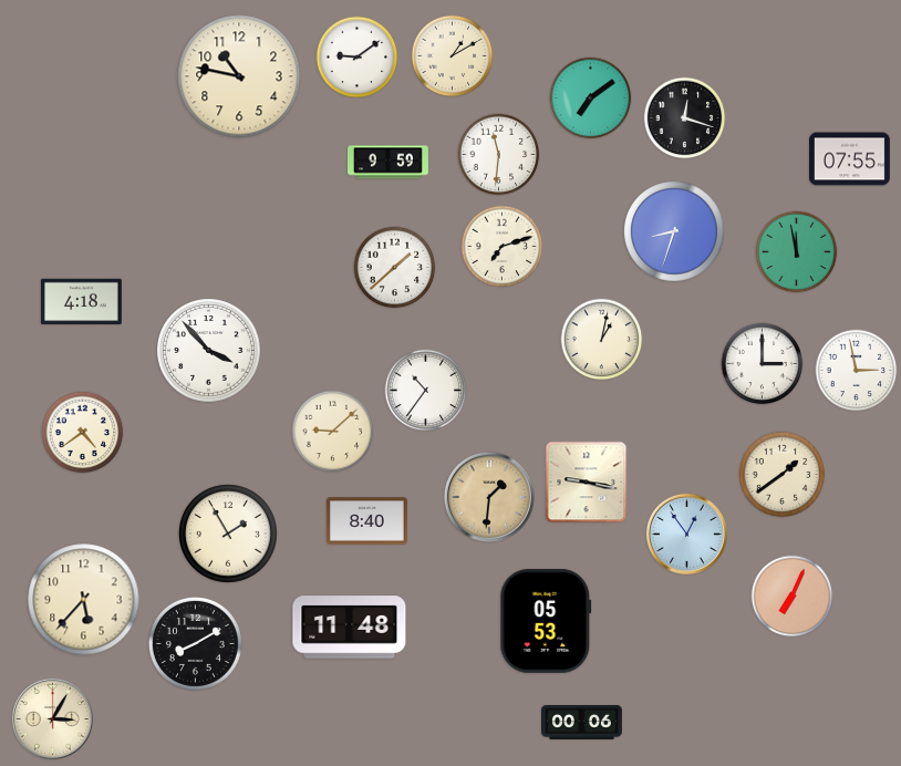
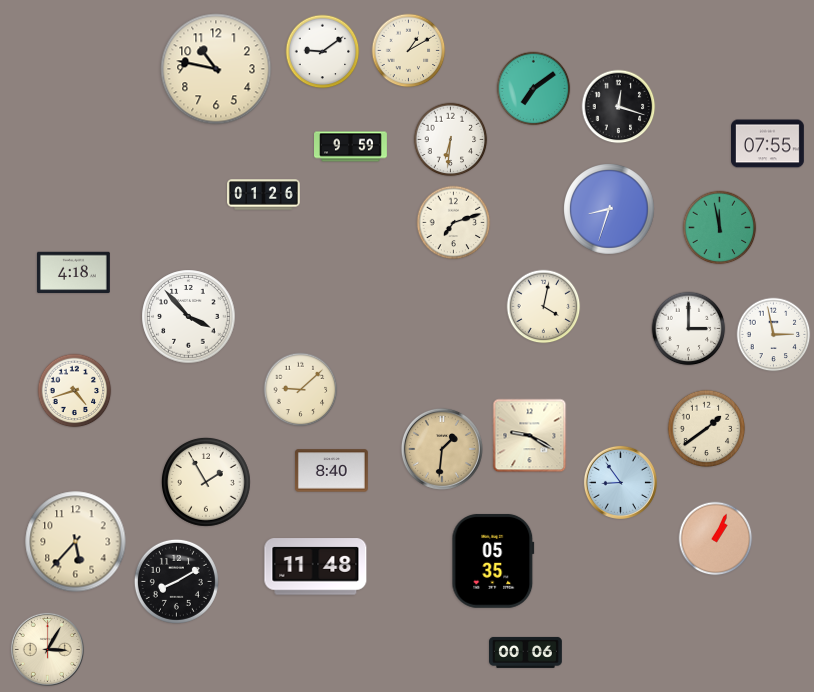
clock at (499, 155): 11:31 -> 6:31
clock at (264, 195): none -> 01:26
clock at (395, 268): 1:38 -> none
clock at (602, 340): 1:02 -> 4:02
clock at (426, 391): 10:36 -> none
clock at (83, 433): 4:39 -> 4:42
clock at (587, 483): 9:17 -> 9:20
clock at (686, 534): 12:54 -> 8:54
clock at (793, 597): 7:04 -> 1:04
clock at (546, 621): 05:53 -> 05:35
